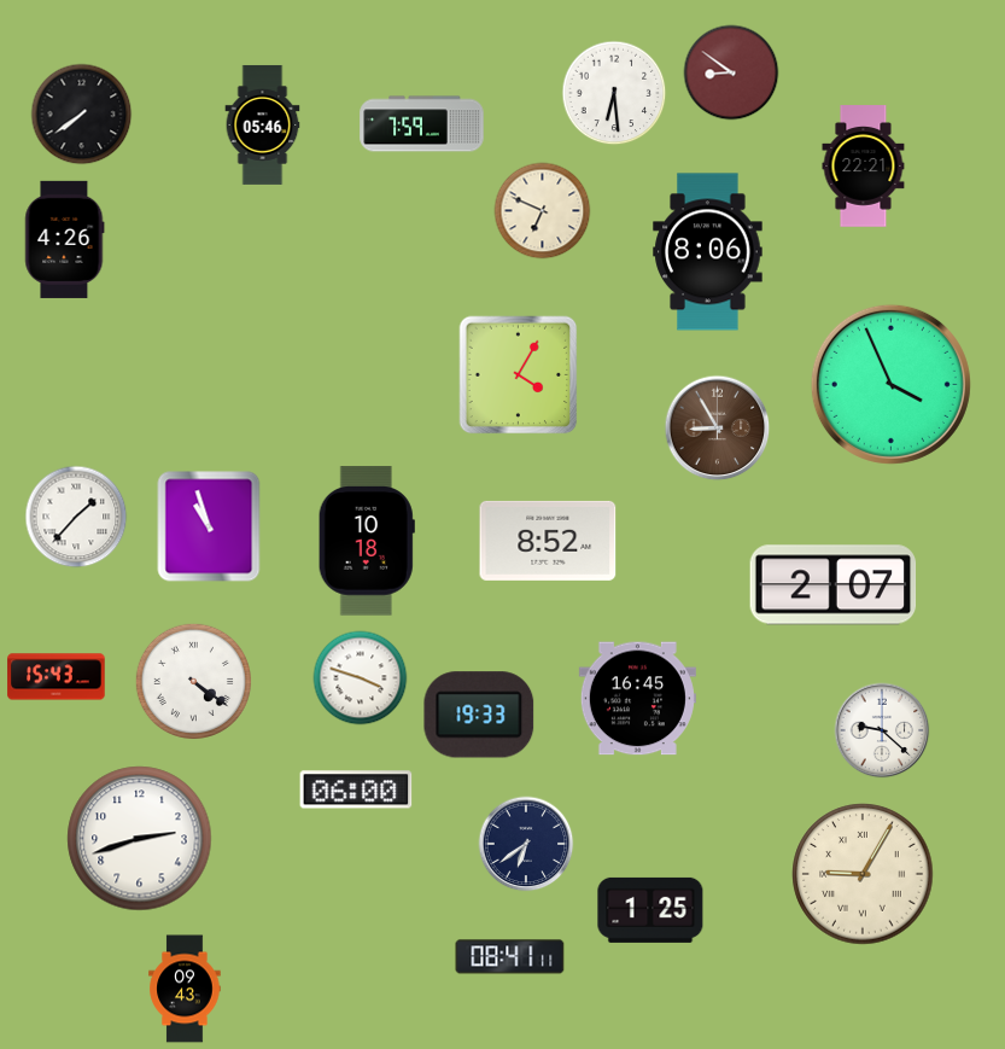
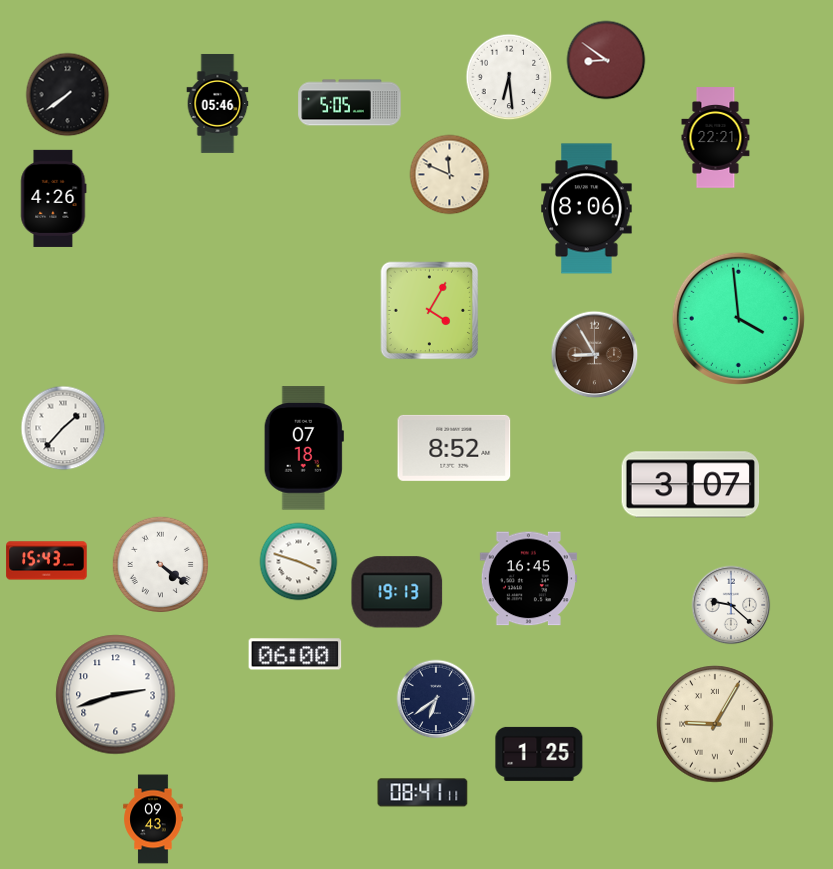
clock at (422, 124): 7:59 -> 5:05
clock at (543, 211): 6:49 -> 11:49
clock at (890, 384): 3:56 -> 3:59
clock at (209, 526): 10:57 -> none
clock at (367, 541): 10:18 -> 07:18
clock at (834, 585): 2:07 -> 3:07
clock at (479, 715): 19:33 -> 19:13
